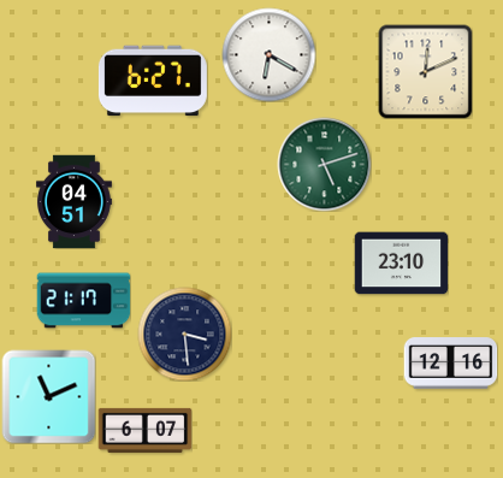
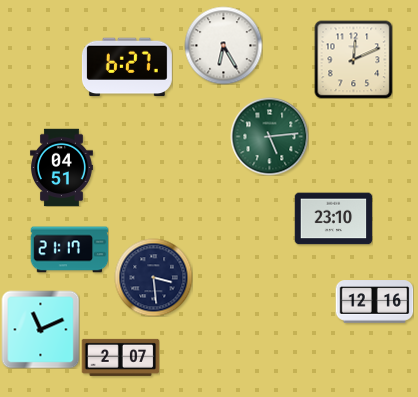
clock at (268, 54): 6:20 -> 6:25
clock at (324, 164): 5:12 -> 5:14
clock at (144, 430): 6:07 -> 2:07
